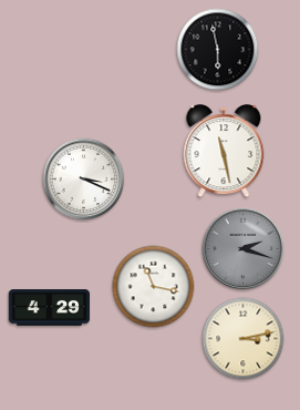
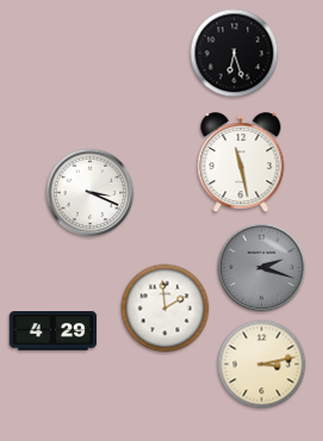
clock at (218, 50): 5:58 -> 6:27
clock at (154, 287): 11:17 -> 1:59
